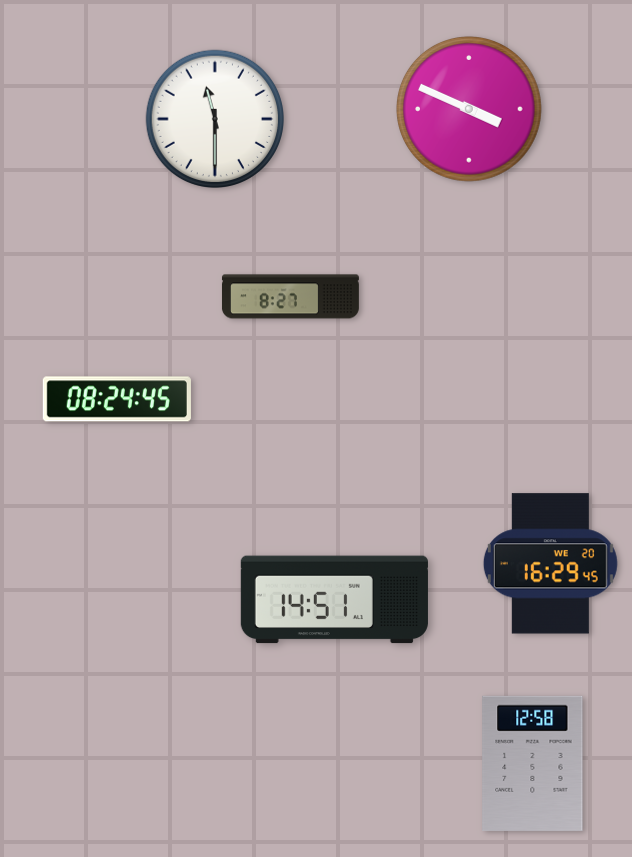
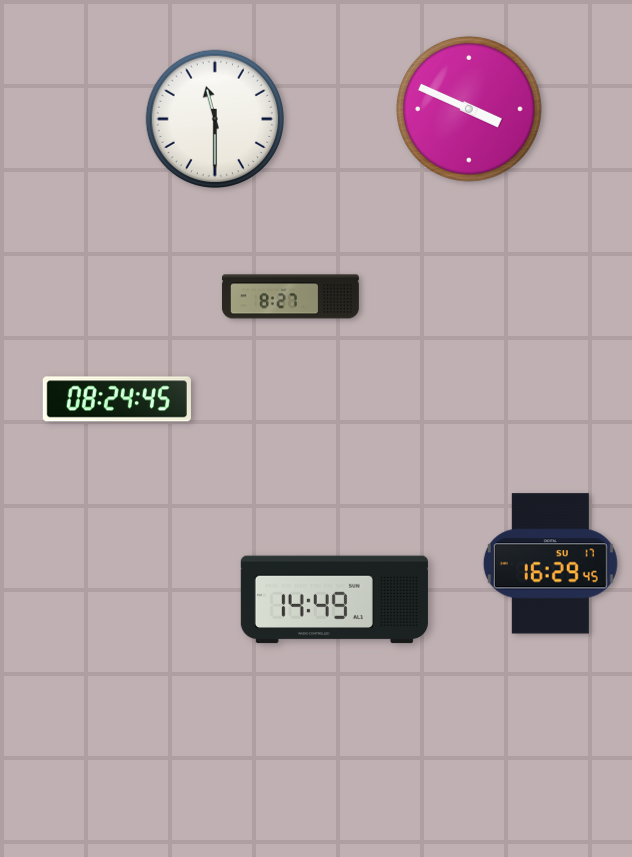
clock at (550, 564) date: WE 20 -> SU 17
clock at (334, 600): 14:51 -> 14:49
clock at (533, 763): 12:58 -> none
